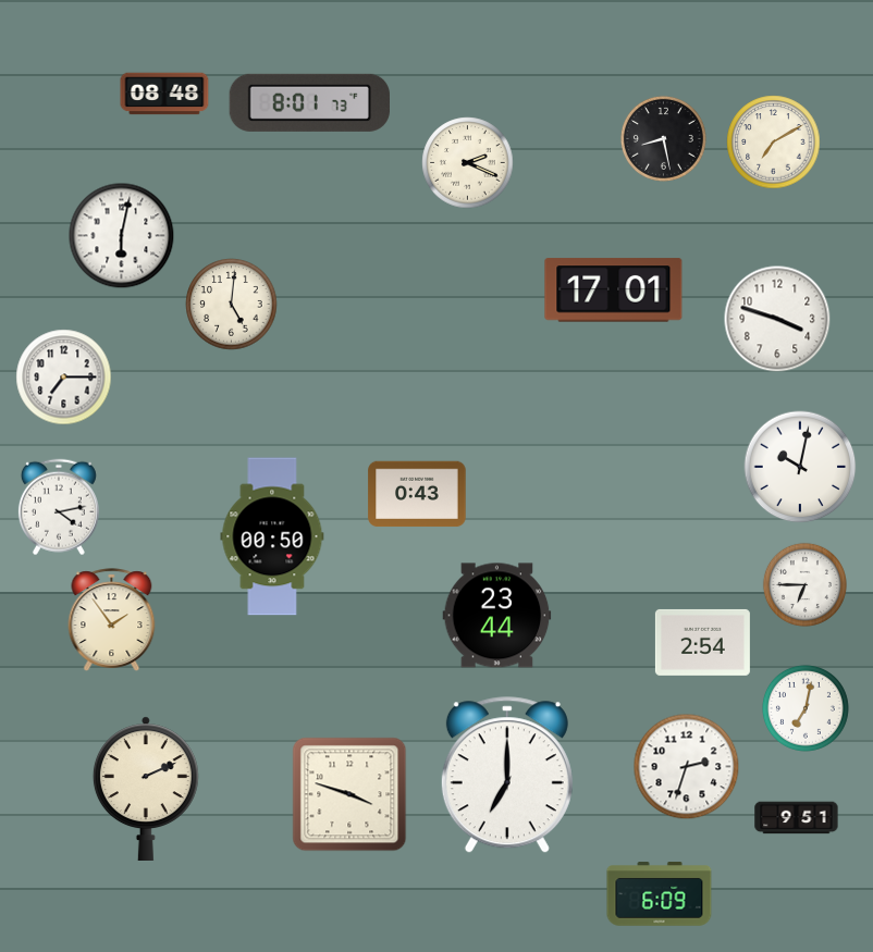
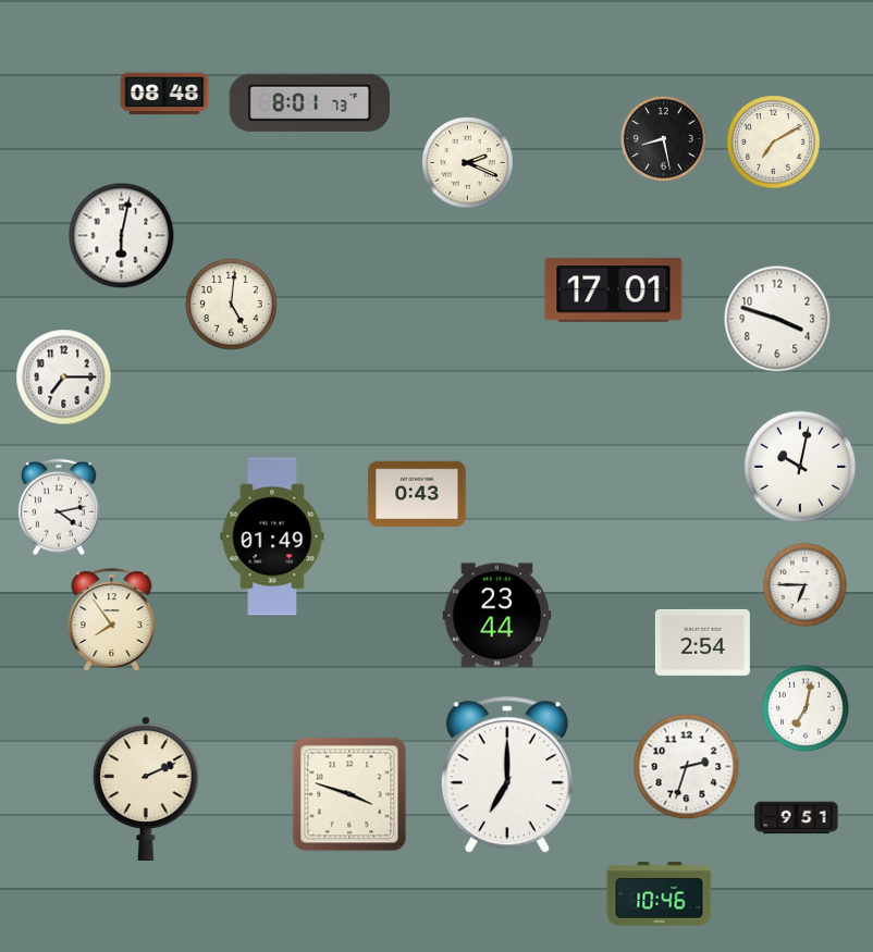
clock at (272, 536): 00:50 -> 01:49
clock at (112, 620): 1:54 -> 7:54
clock at (660, 894): 6:09 -> 10:46
